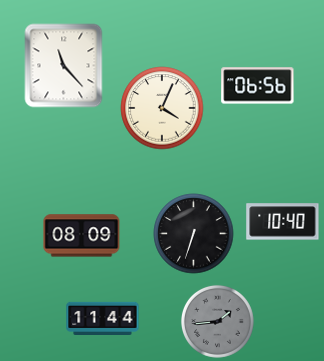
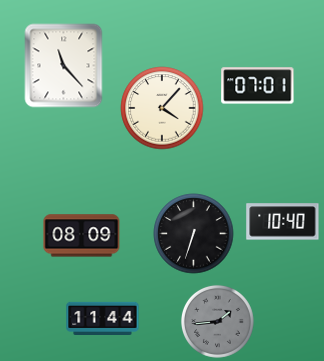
clock at (258, 86): 06:56 -> 07:01
clock at (162, 108): 4:04 -> 4:07
